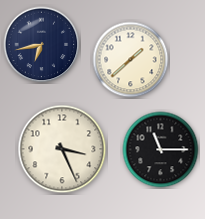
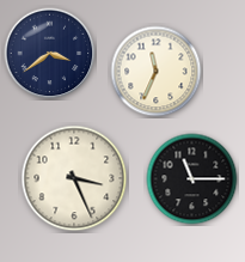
clock at (42, 45): 6:43 -> 3:39
clock at (131, 60): 1:38 -> 11:34
